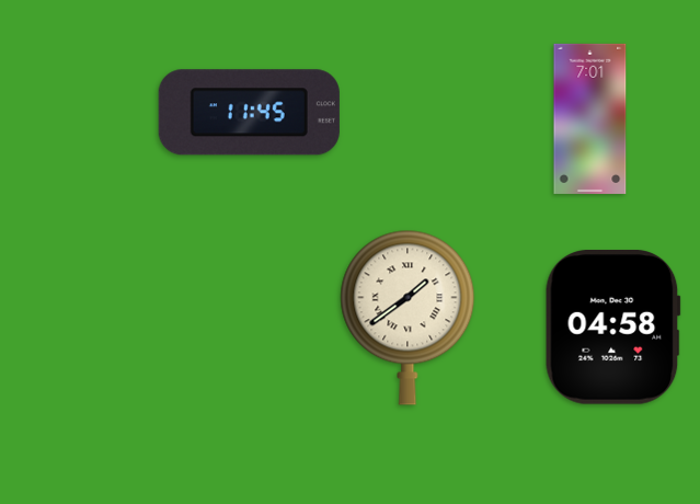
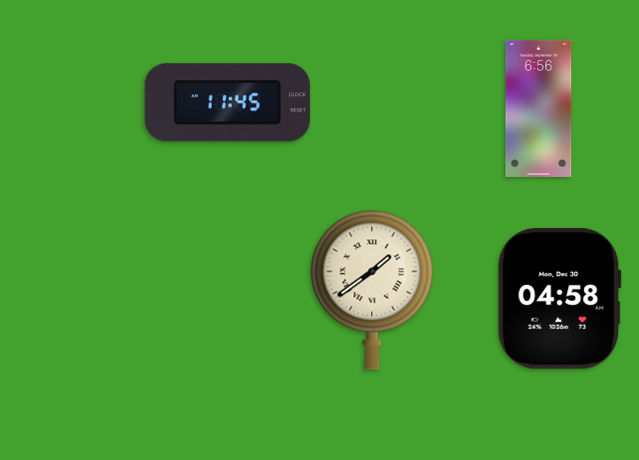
clock at (590, 118): 7:01 -> 6:56
